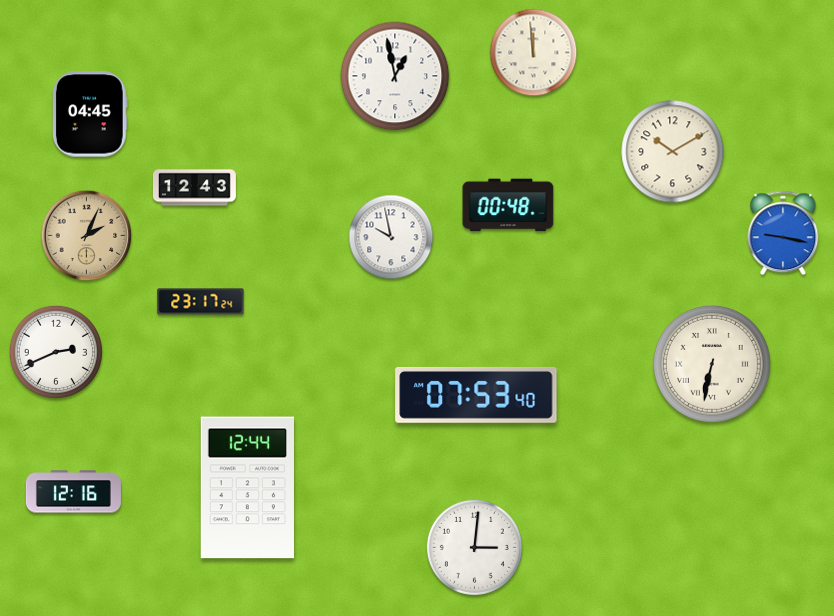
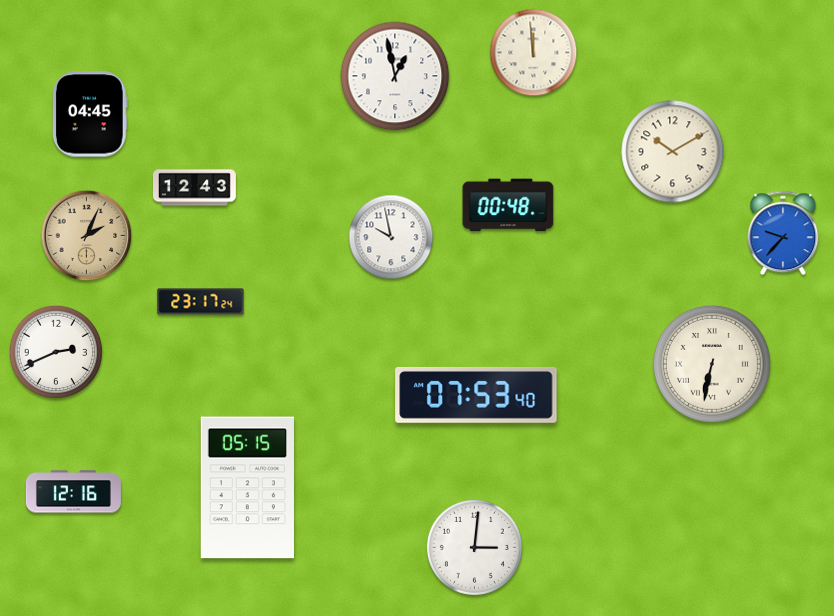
clock at (783, 233): 9:17 -> 9:37
clock at (247, 488): 12:44 -> 05:15
